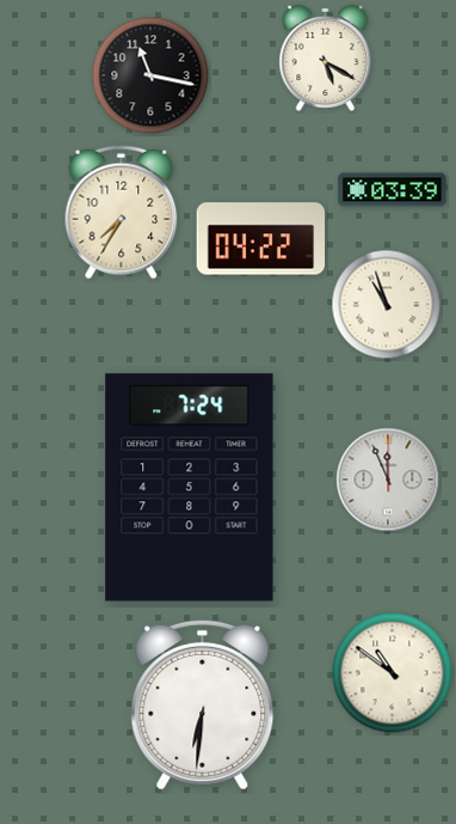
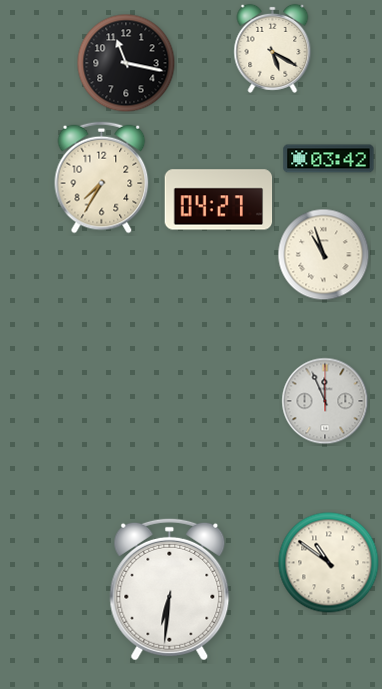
clock at (393, 190): 03:39 -> 03:42
clock at (261, 239): 04:22 -> 04:27
clock at (190, 488): 7:24 -> none
